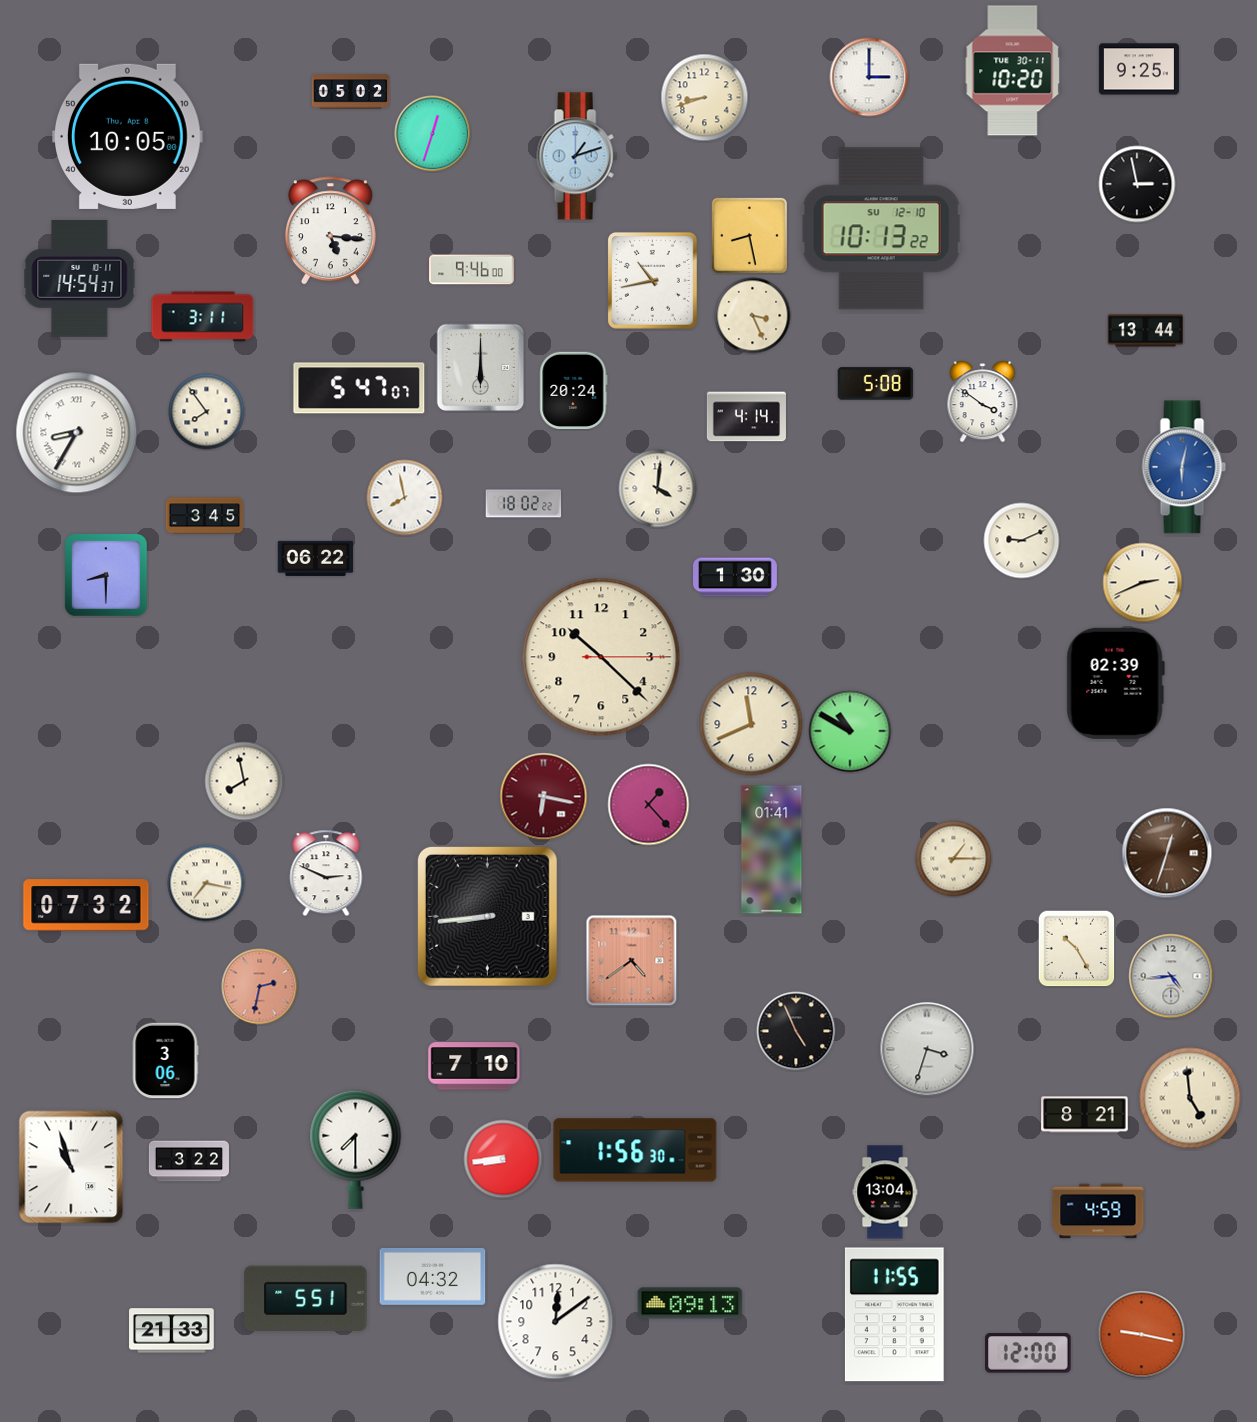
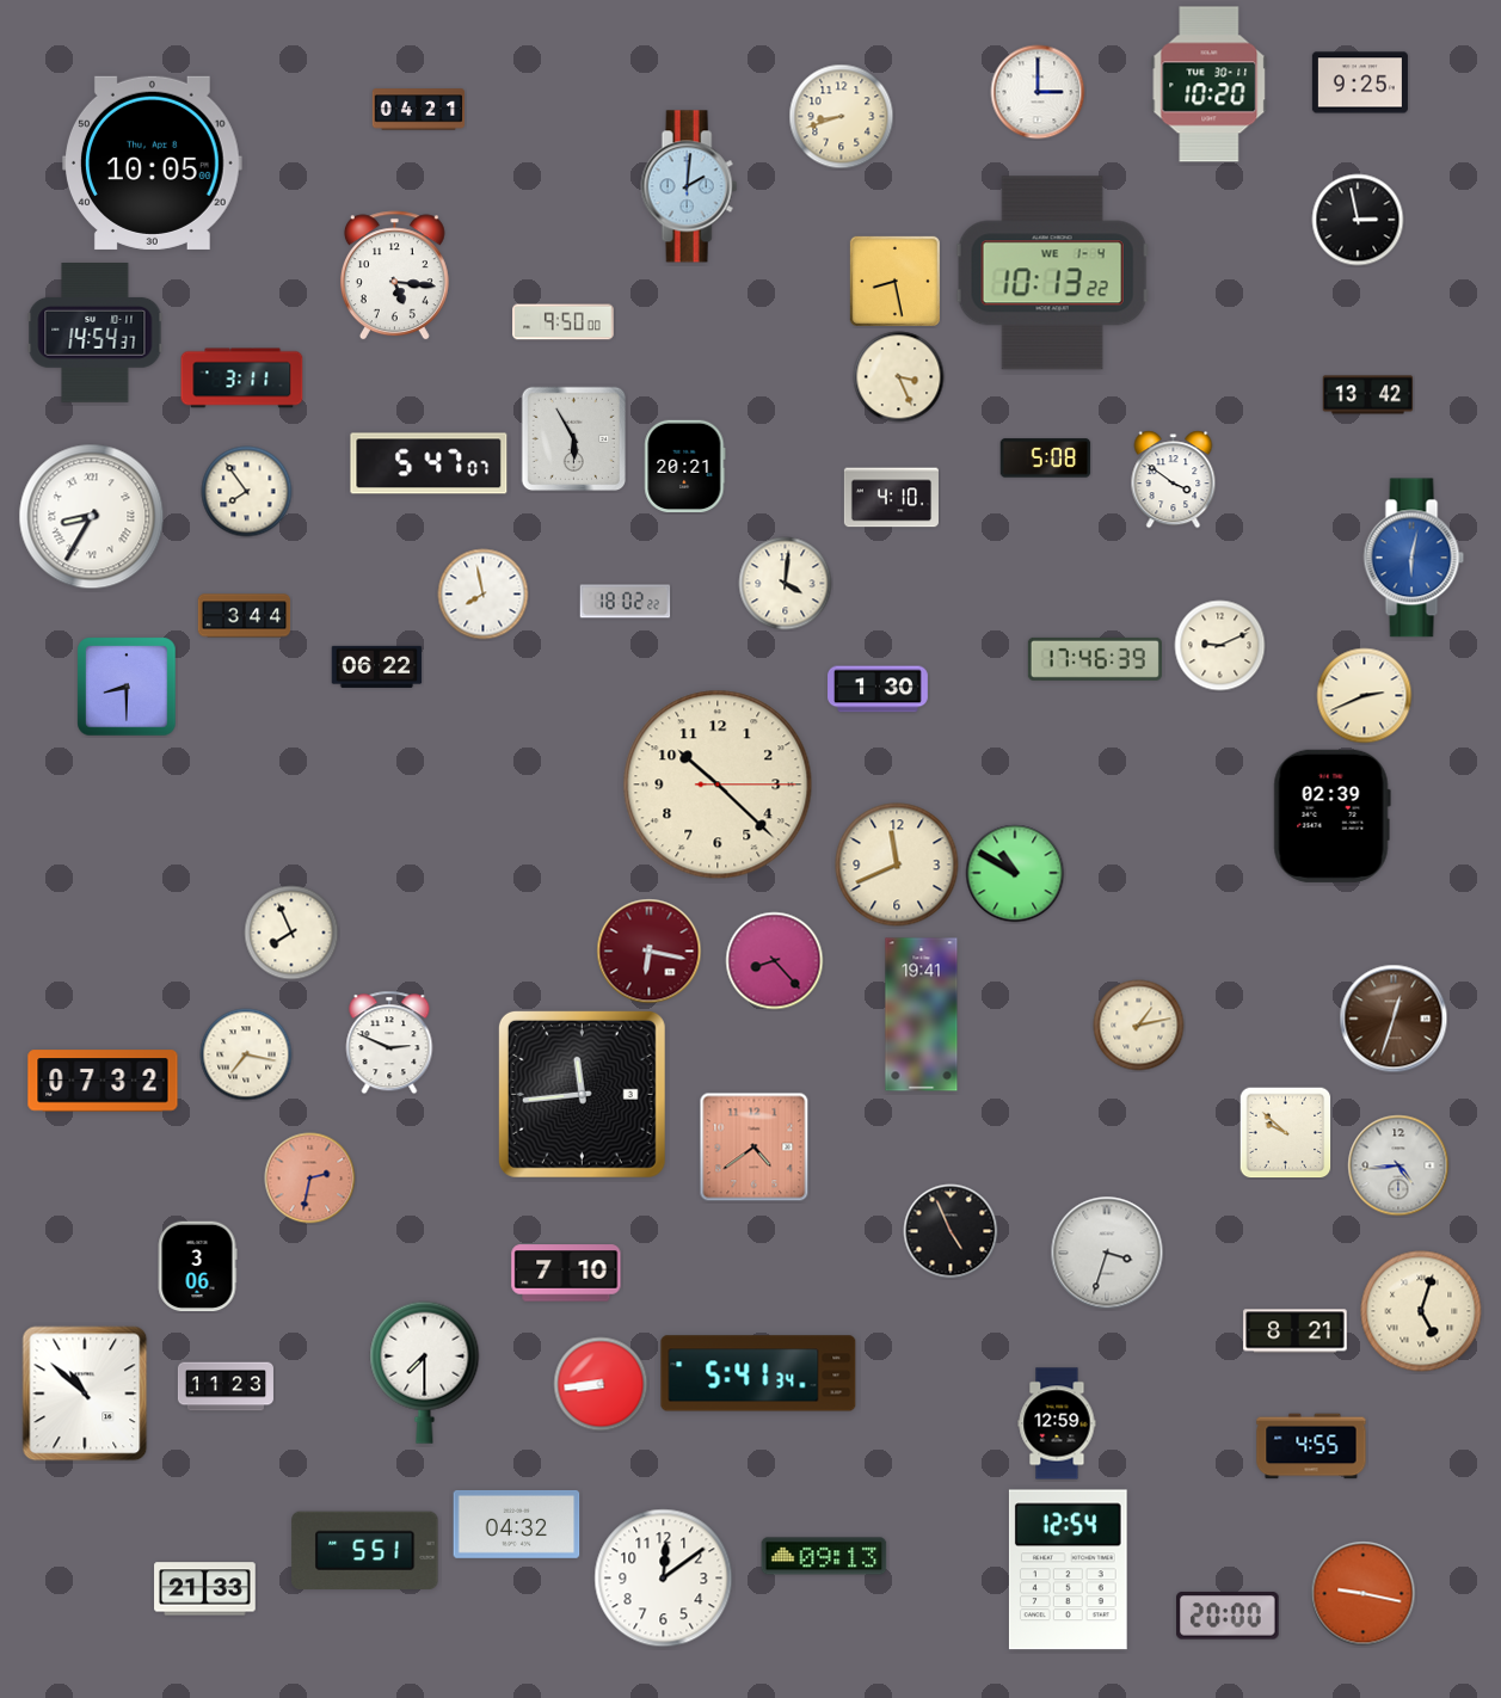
clock at (351, 92): 05:02 -> 04:21
clock at (433, 134): 12:33 -> none
clock at (577, 156): 1:12 -> 2:01
clock at (881, 229) date: SU 12-10 -> WE 1-4
clock at (472, 270): 9:46 -> 9:50
clock at (652, 280): 10:43 -> none
clock at (1146, 331): 13:44 -> 13:42
clock at (481, 368): 6:00 -> 5:55
clock at (574, 390): 20:24 -> 20:21
clock at (746, 417): 4:14 -> 4:10
clock at (205, 516): 3:45 -> 3:44
clock at (1095, 659): none -> 17:46
clock at (244, 781): 7:58 -> 7:56
clock at (649, 805): 1:23 -> 8:23
clock at (772, 850): 01:41 -> 19:41
clock at (954, 859): 1:15 -> 1:13
clock at (487, 916): 8:44 -> 11:44
clock at (1076, 948): 10:25 -> 9:52
clock at (1190, 1098): 4:59 -> 5:03
clock at (635, 1150): 1:56 -> 5:41
clock at (189, 1161): 3:22 -> 11:23
clock at (71, 1167): 10:57 -> 10:52
clock at (885, 1192): 13:04 -> 12:59
clock at (1098, 1211): 4:59 -> 4:55
clock at (894, 1315): 11:55 -> 12:54
clock at (1029, 1353): 12:00 -> 20:00
